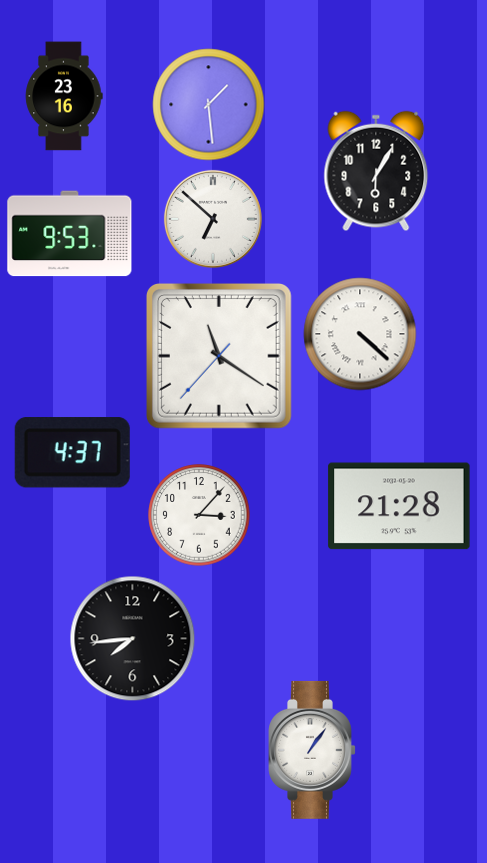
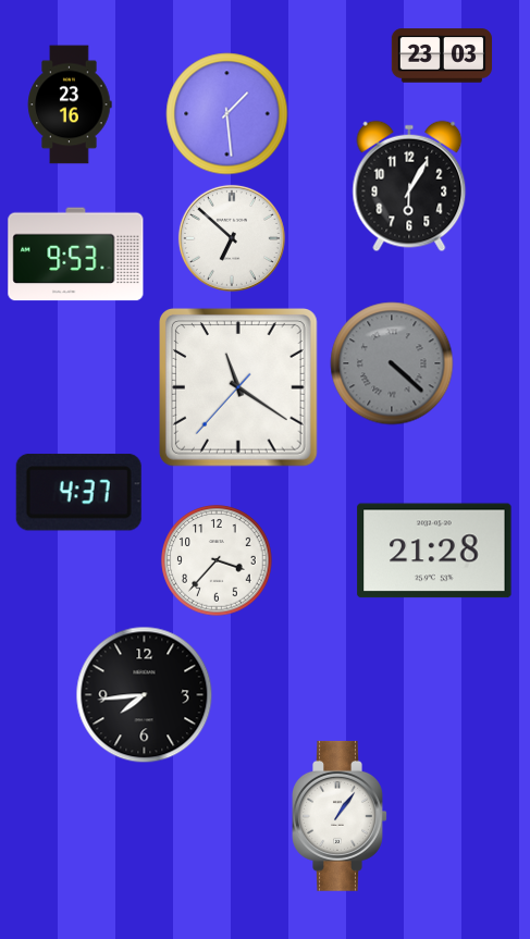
clock at (442, 55): none -> 23:03
clock at (360, 334) dial: white -> grey
clock at (199, 515): 3:07 -> 3:37
